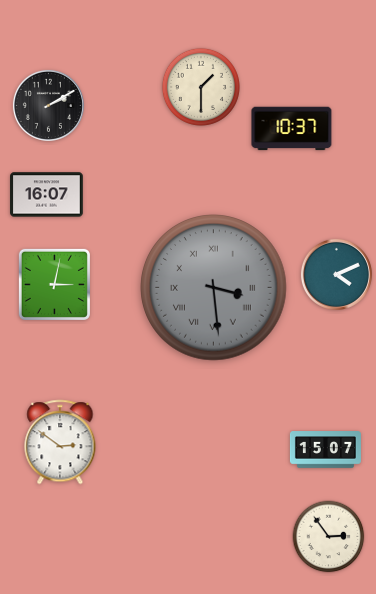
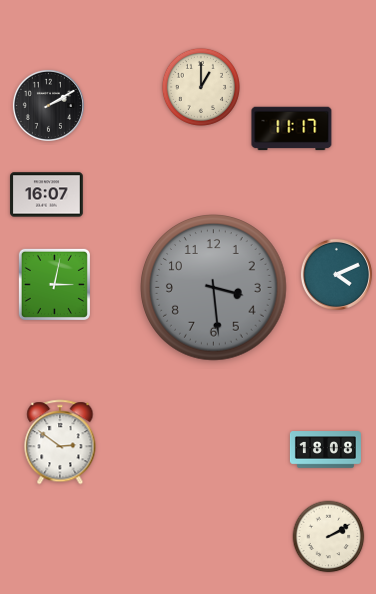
clock at (201, 87): 1:30 -> 1:00
clock at (292, 129): 10:37 -> 11:17
clock at (214, 288) numerals: Roman -> Arabic
clock at (325, 450): 15:07 -> 18:08
clock at (329, 537): 2:54 -> 2:10
